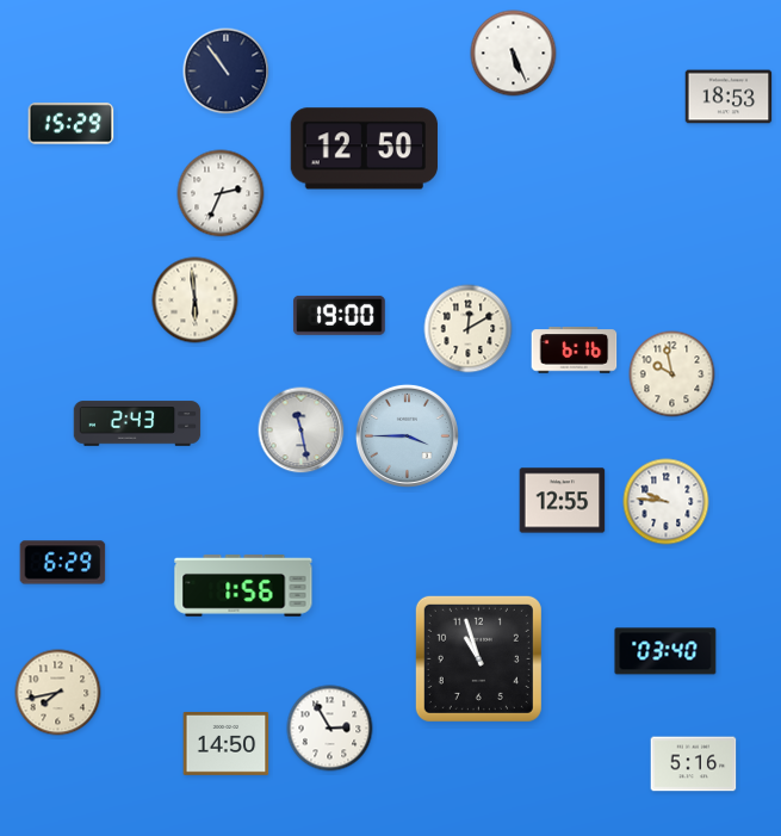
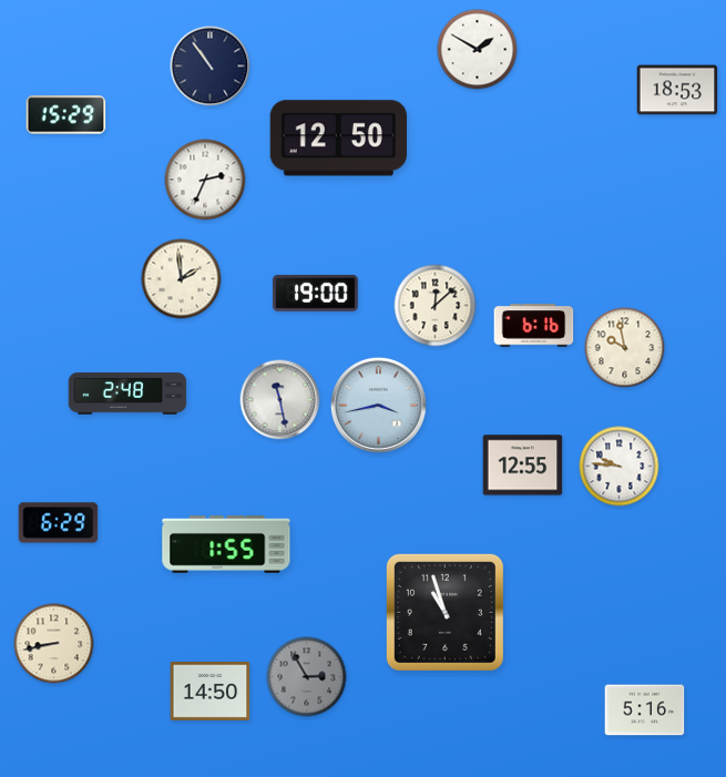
clock at (514, 54): 5:26 -> 1:50
clock at (196, 301): 5:59 -> 1:59
clock at (469, 329): 12:10 -> 12:08
clock at (137, 423): 2:43 -> 2:48
clock at (407, 435): 3:45 -> 3:43
clock at (243, 586): 1:56 -> 1:55
clock at (665, 651): 03:40 -> none
clock at (58, 693): 7:43 -> 8:43
clock at (330, 729) dial: white -> grey
